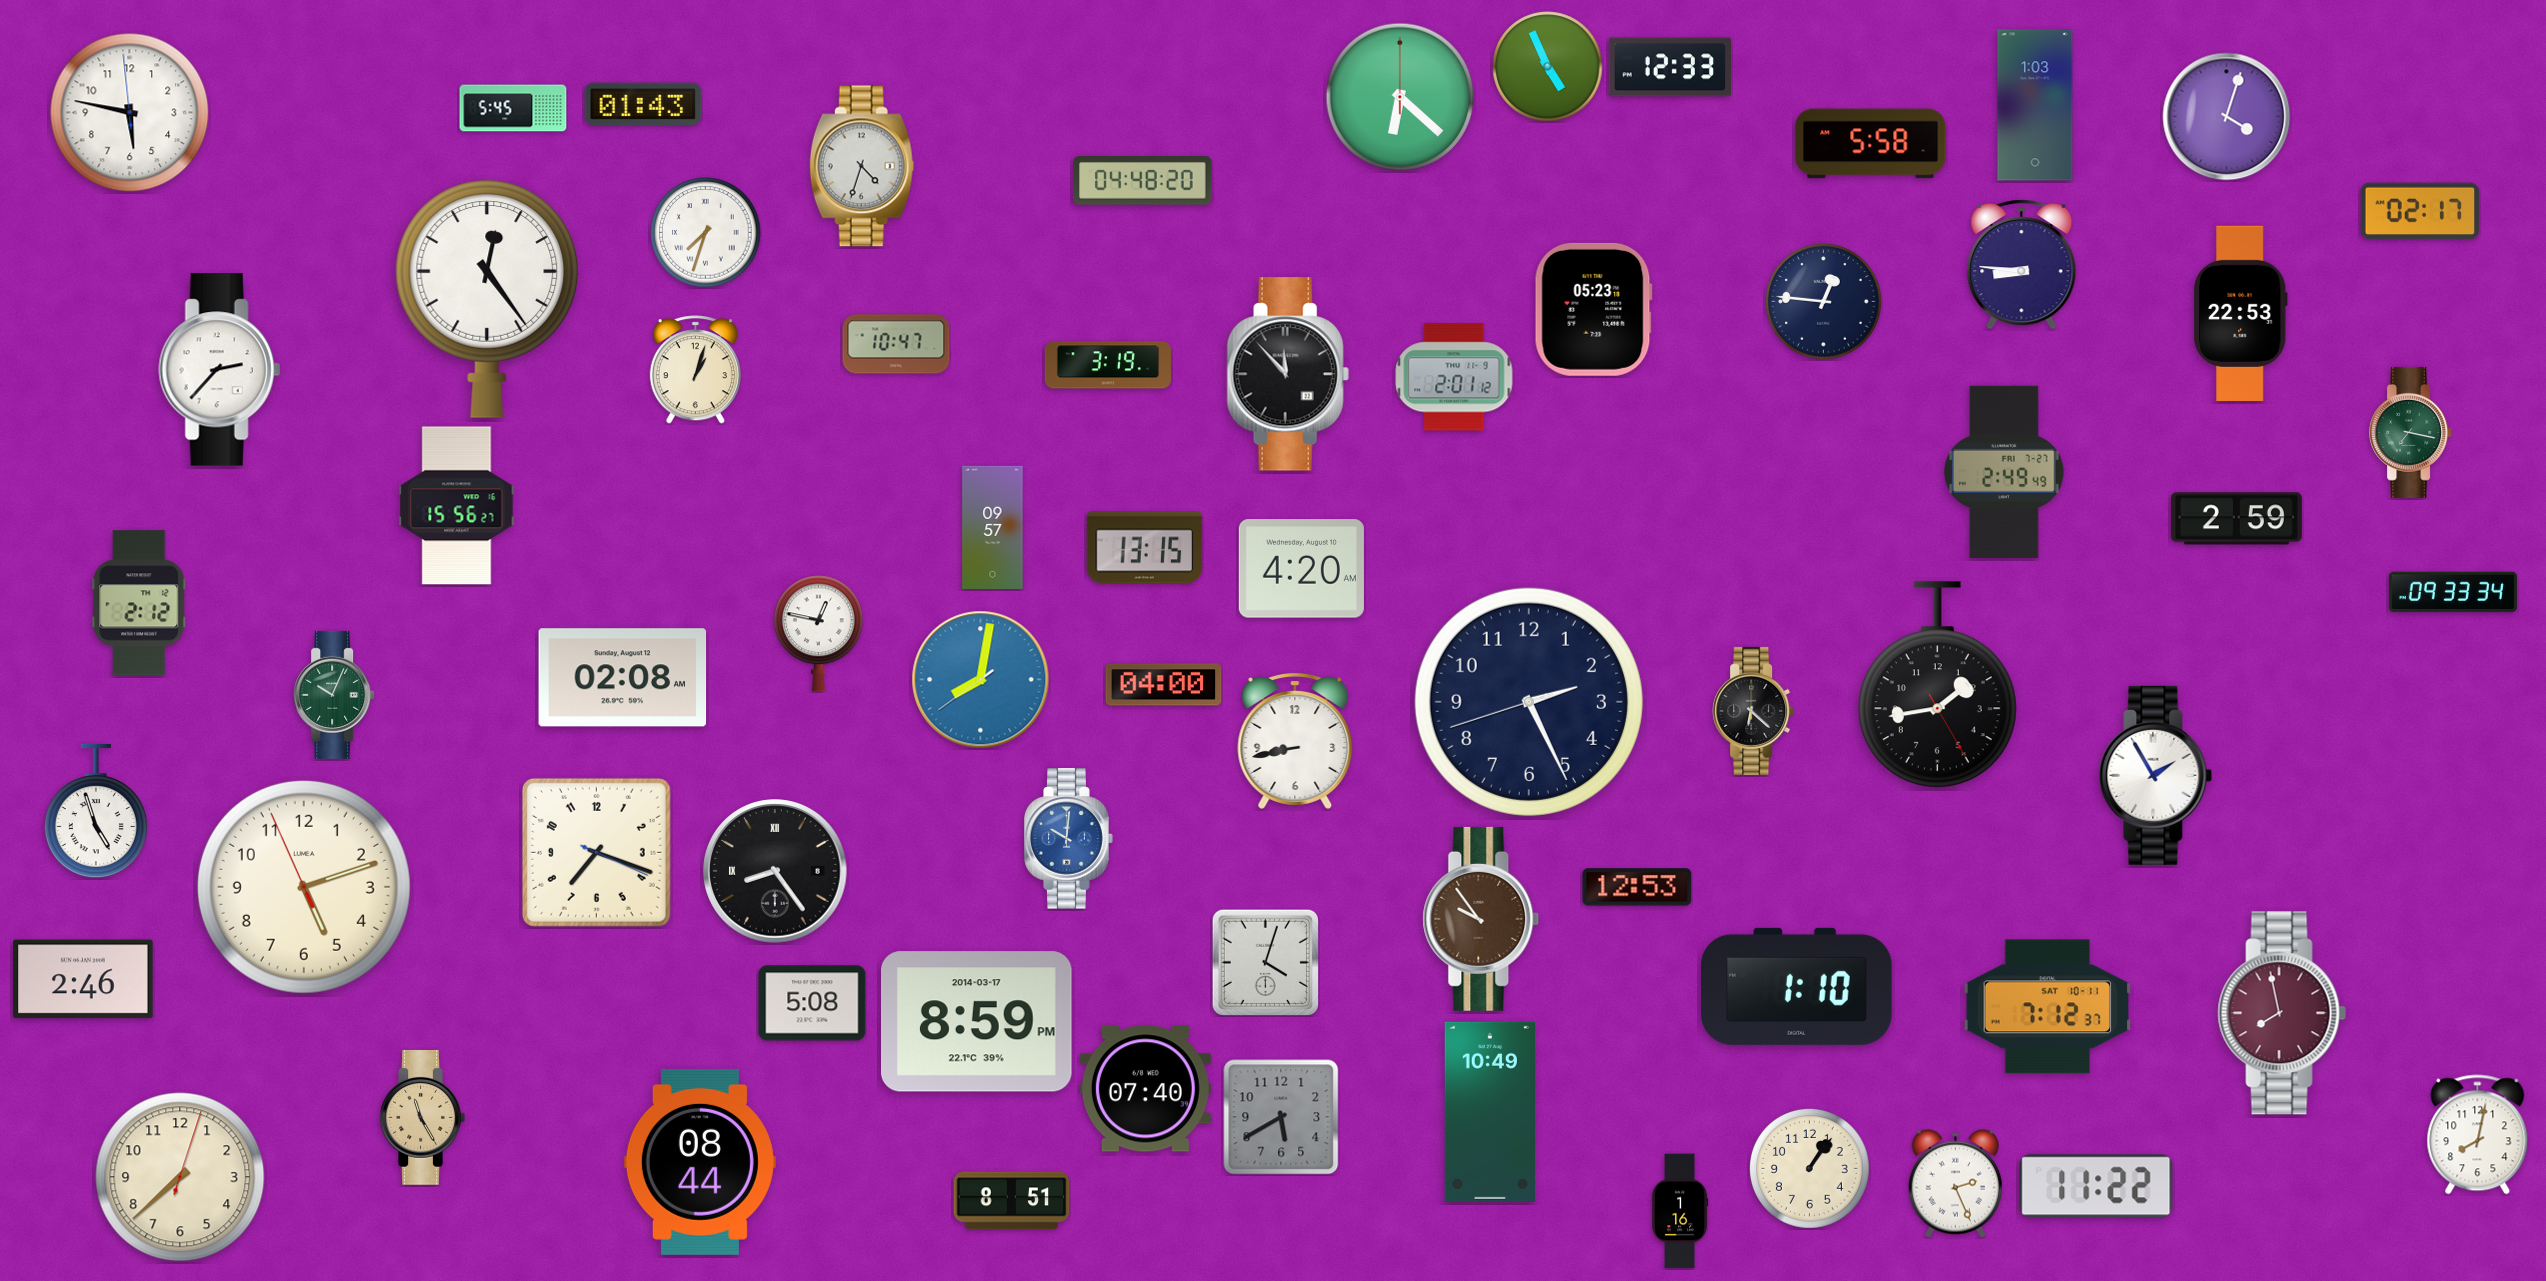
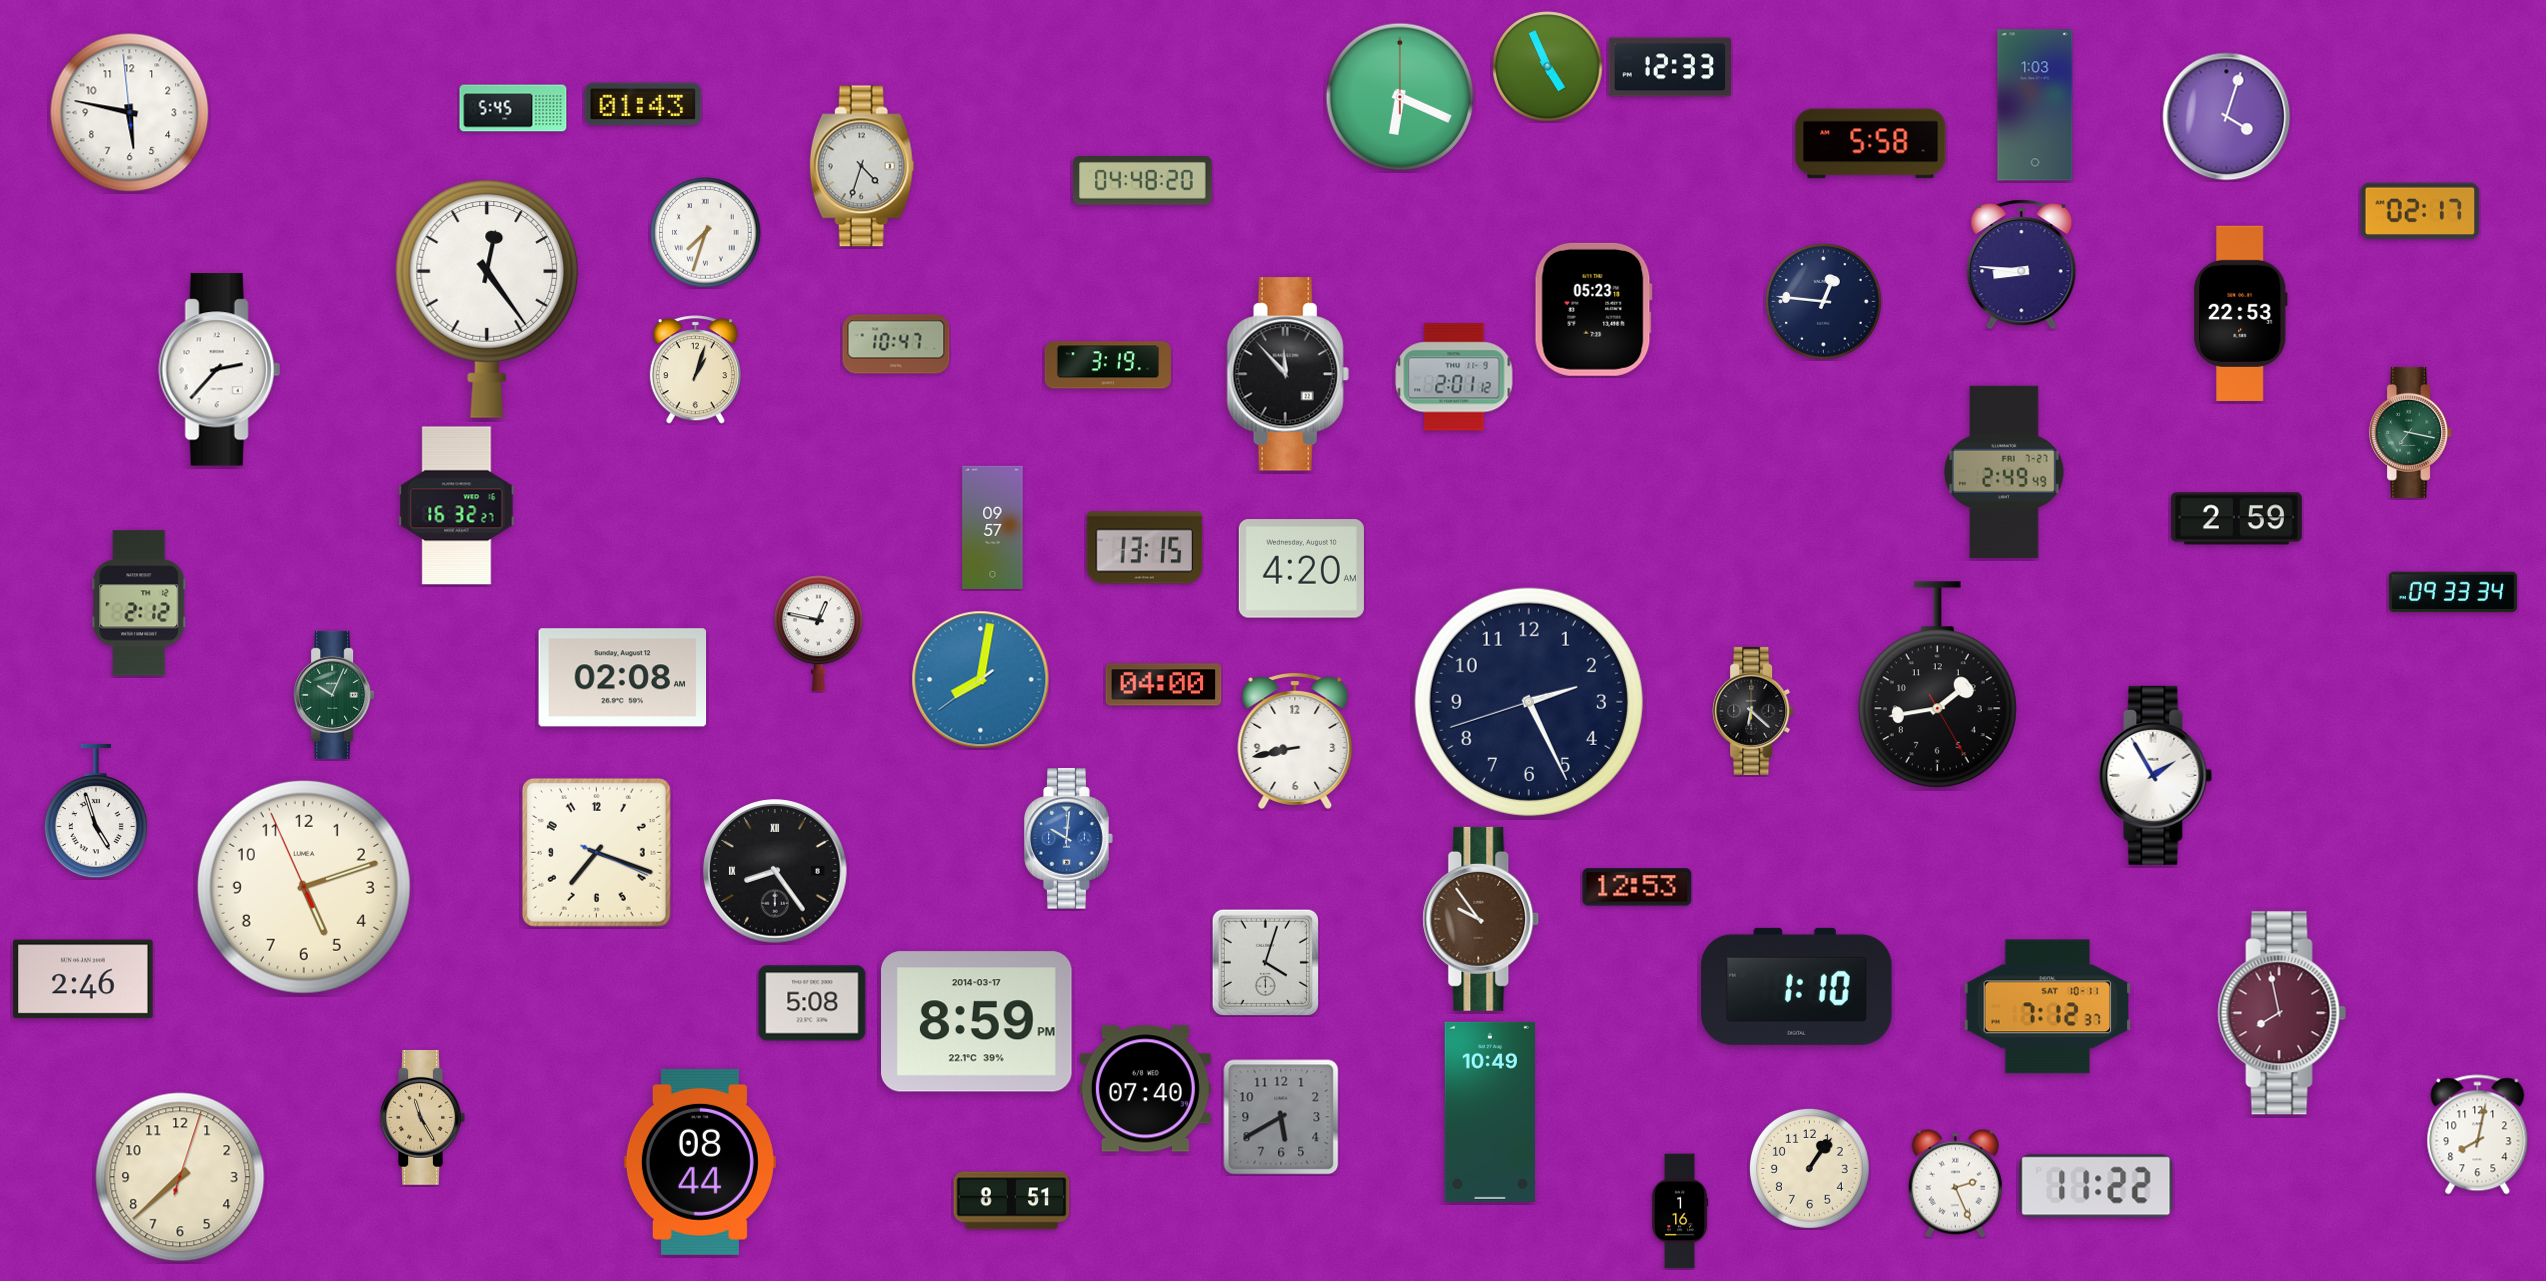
clock at (1400, 97): 6:22 -> 6:19
clock at (457, 506): 15:56 -> 16:32
